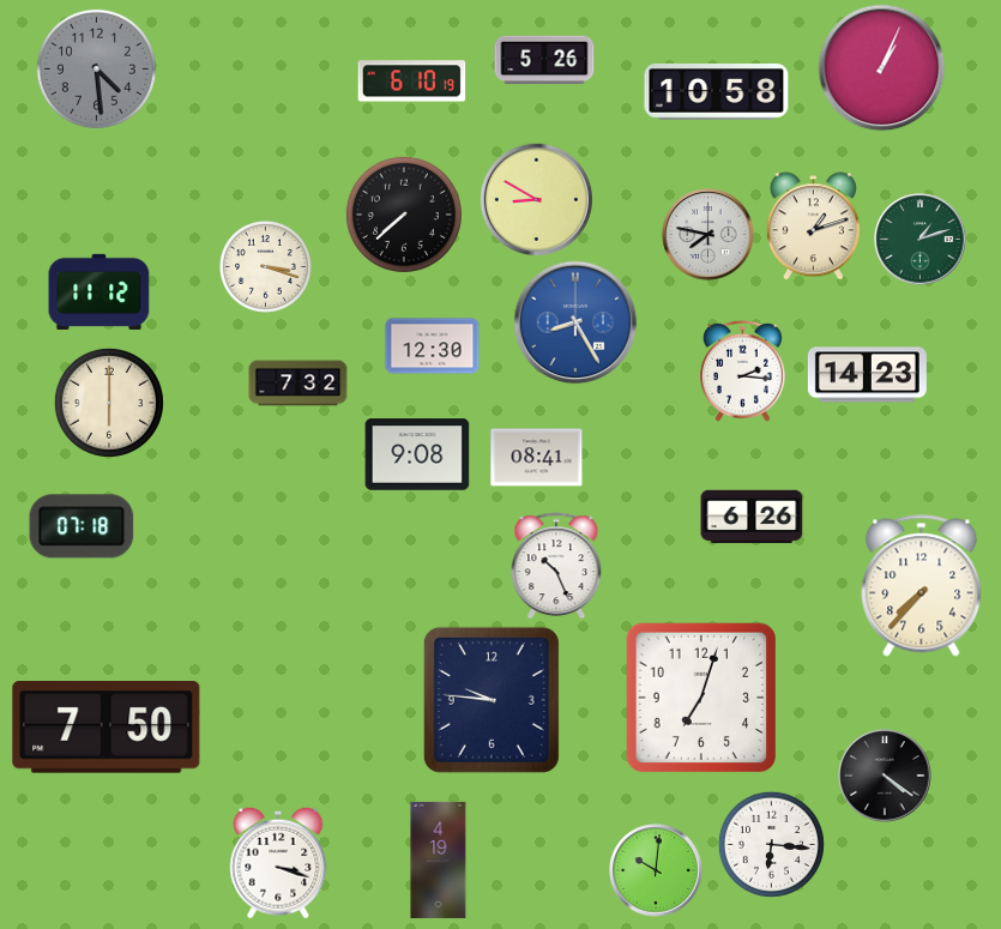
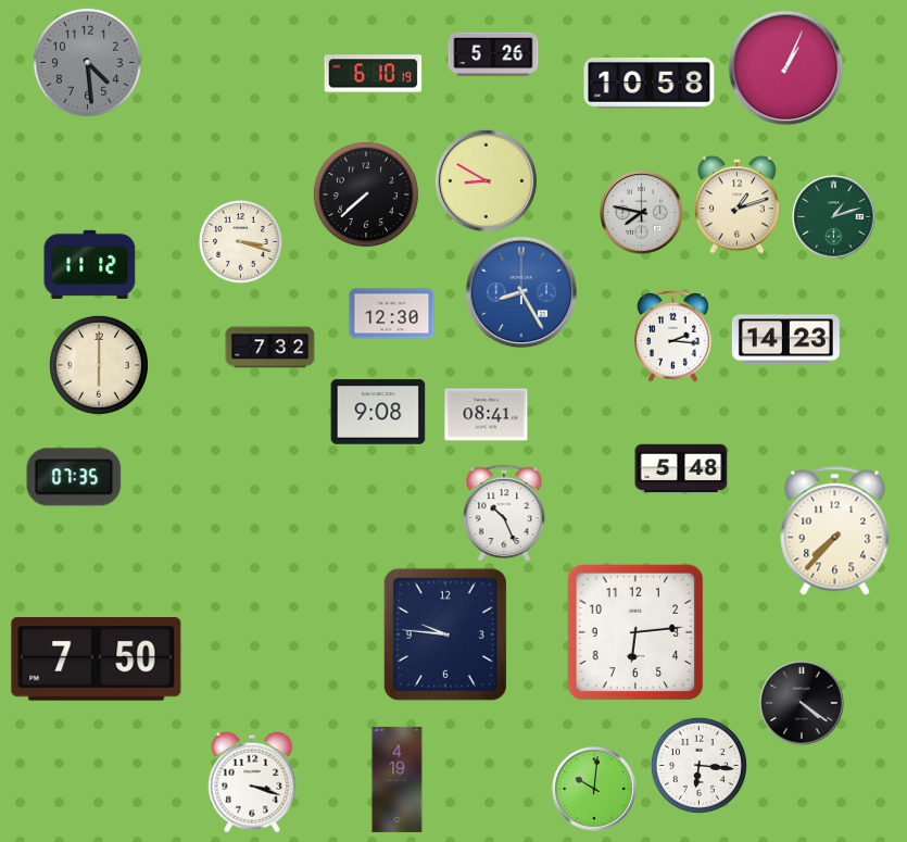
clock at (882, 68) position: (882, 68) -> (786, 68)
clock at (752, 517): 6:26 -> 5:48
clock at (82, 526): 07:18 -> 07:35
clock at (701, 698): 7:03 -> 6:14
